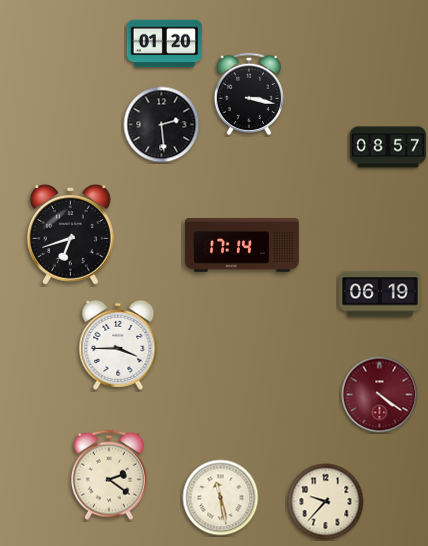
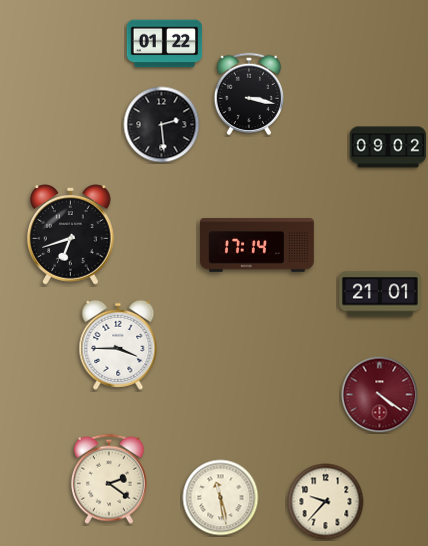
clock at (165, 44): 01:20 -> 01:22
clock at (388, 147): 08:57 -> 09:02
clock at (242, 245) position: (242, 245) -> (257, 245)
clock at (381, 294): 06:19 -> 21:01
clock at (109, 475) position: (109, 475) -> (109, 479)
